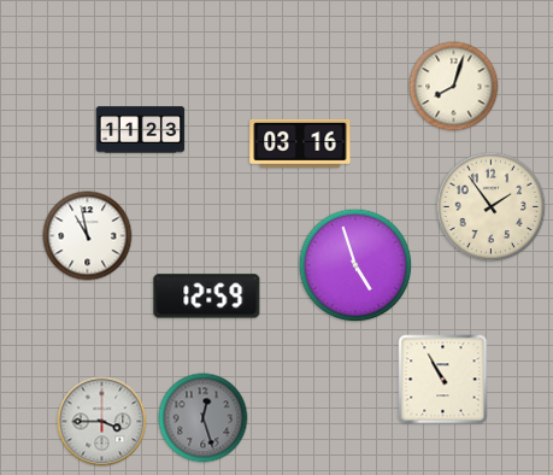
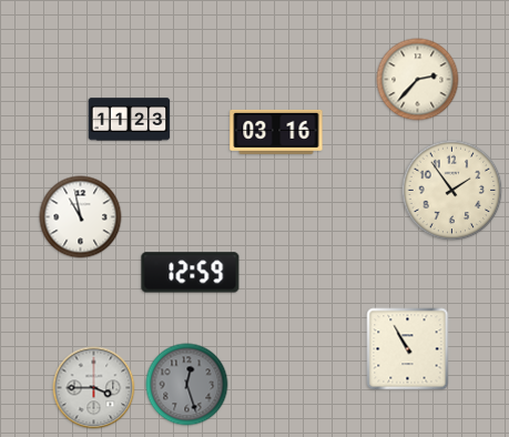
clock at (454, 87): 8:03 -> 2:37
clock at (355, 265): 4:57 -> none
